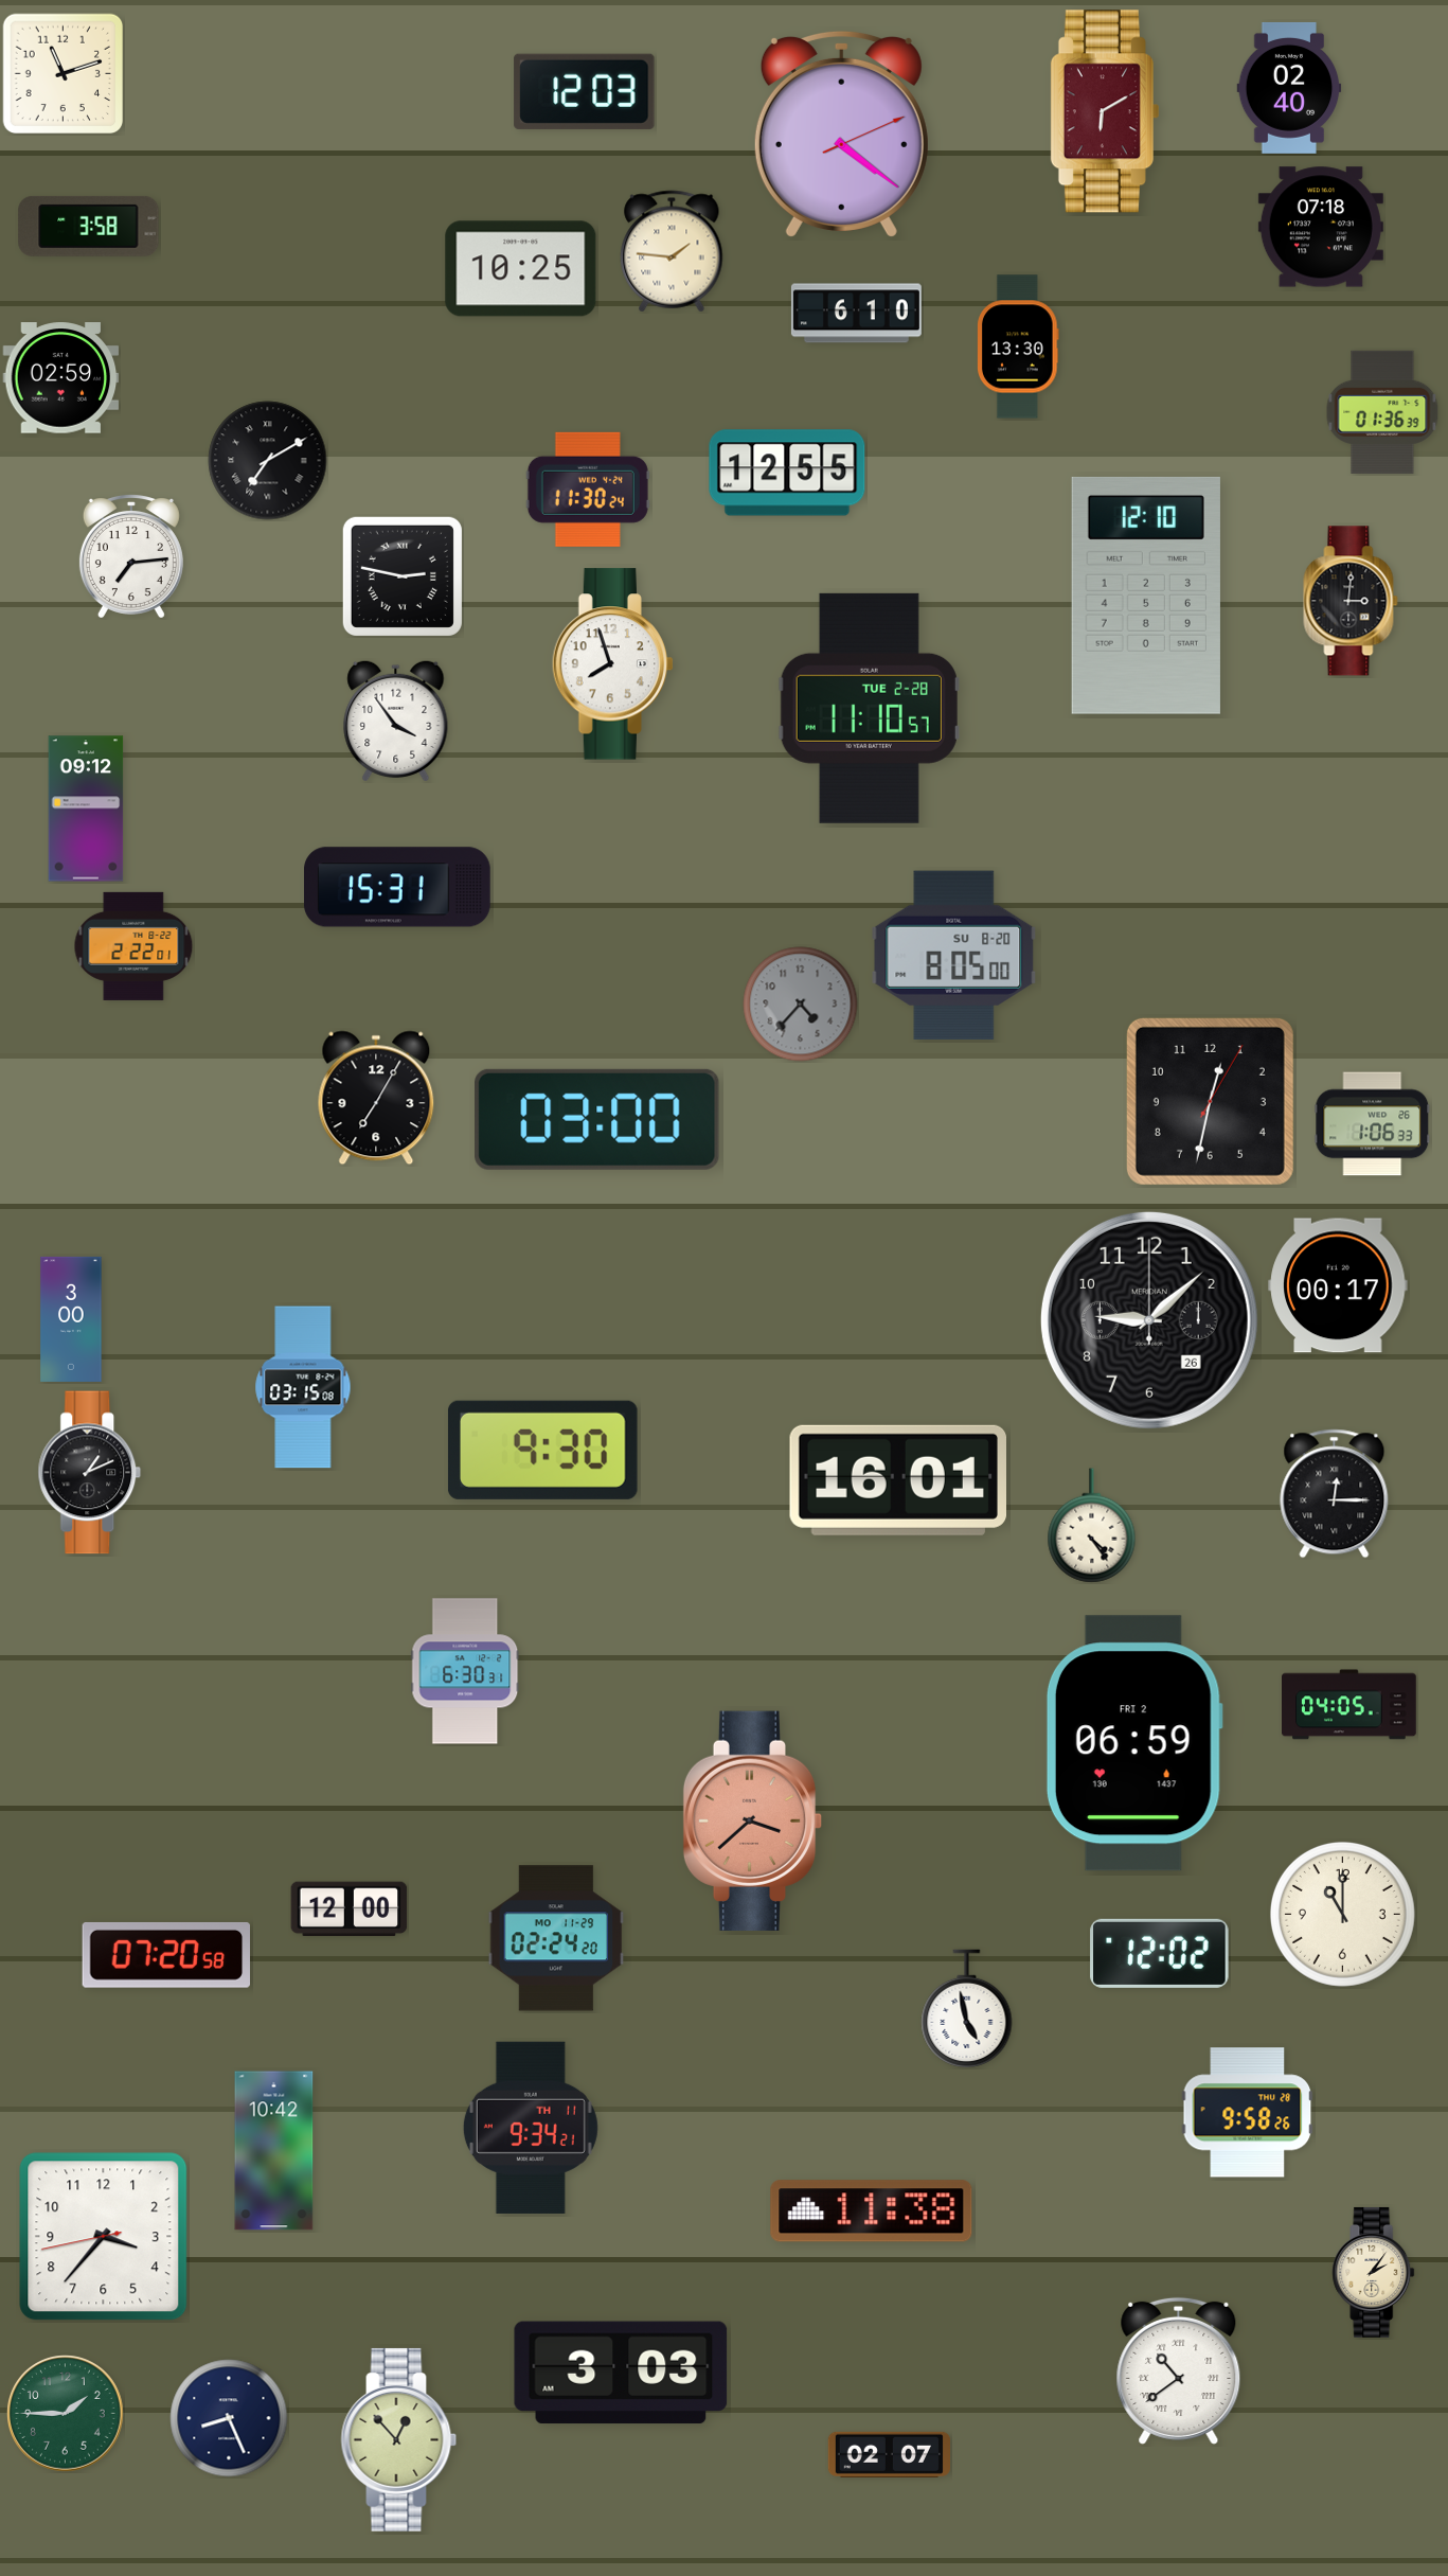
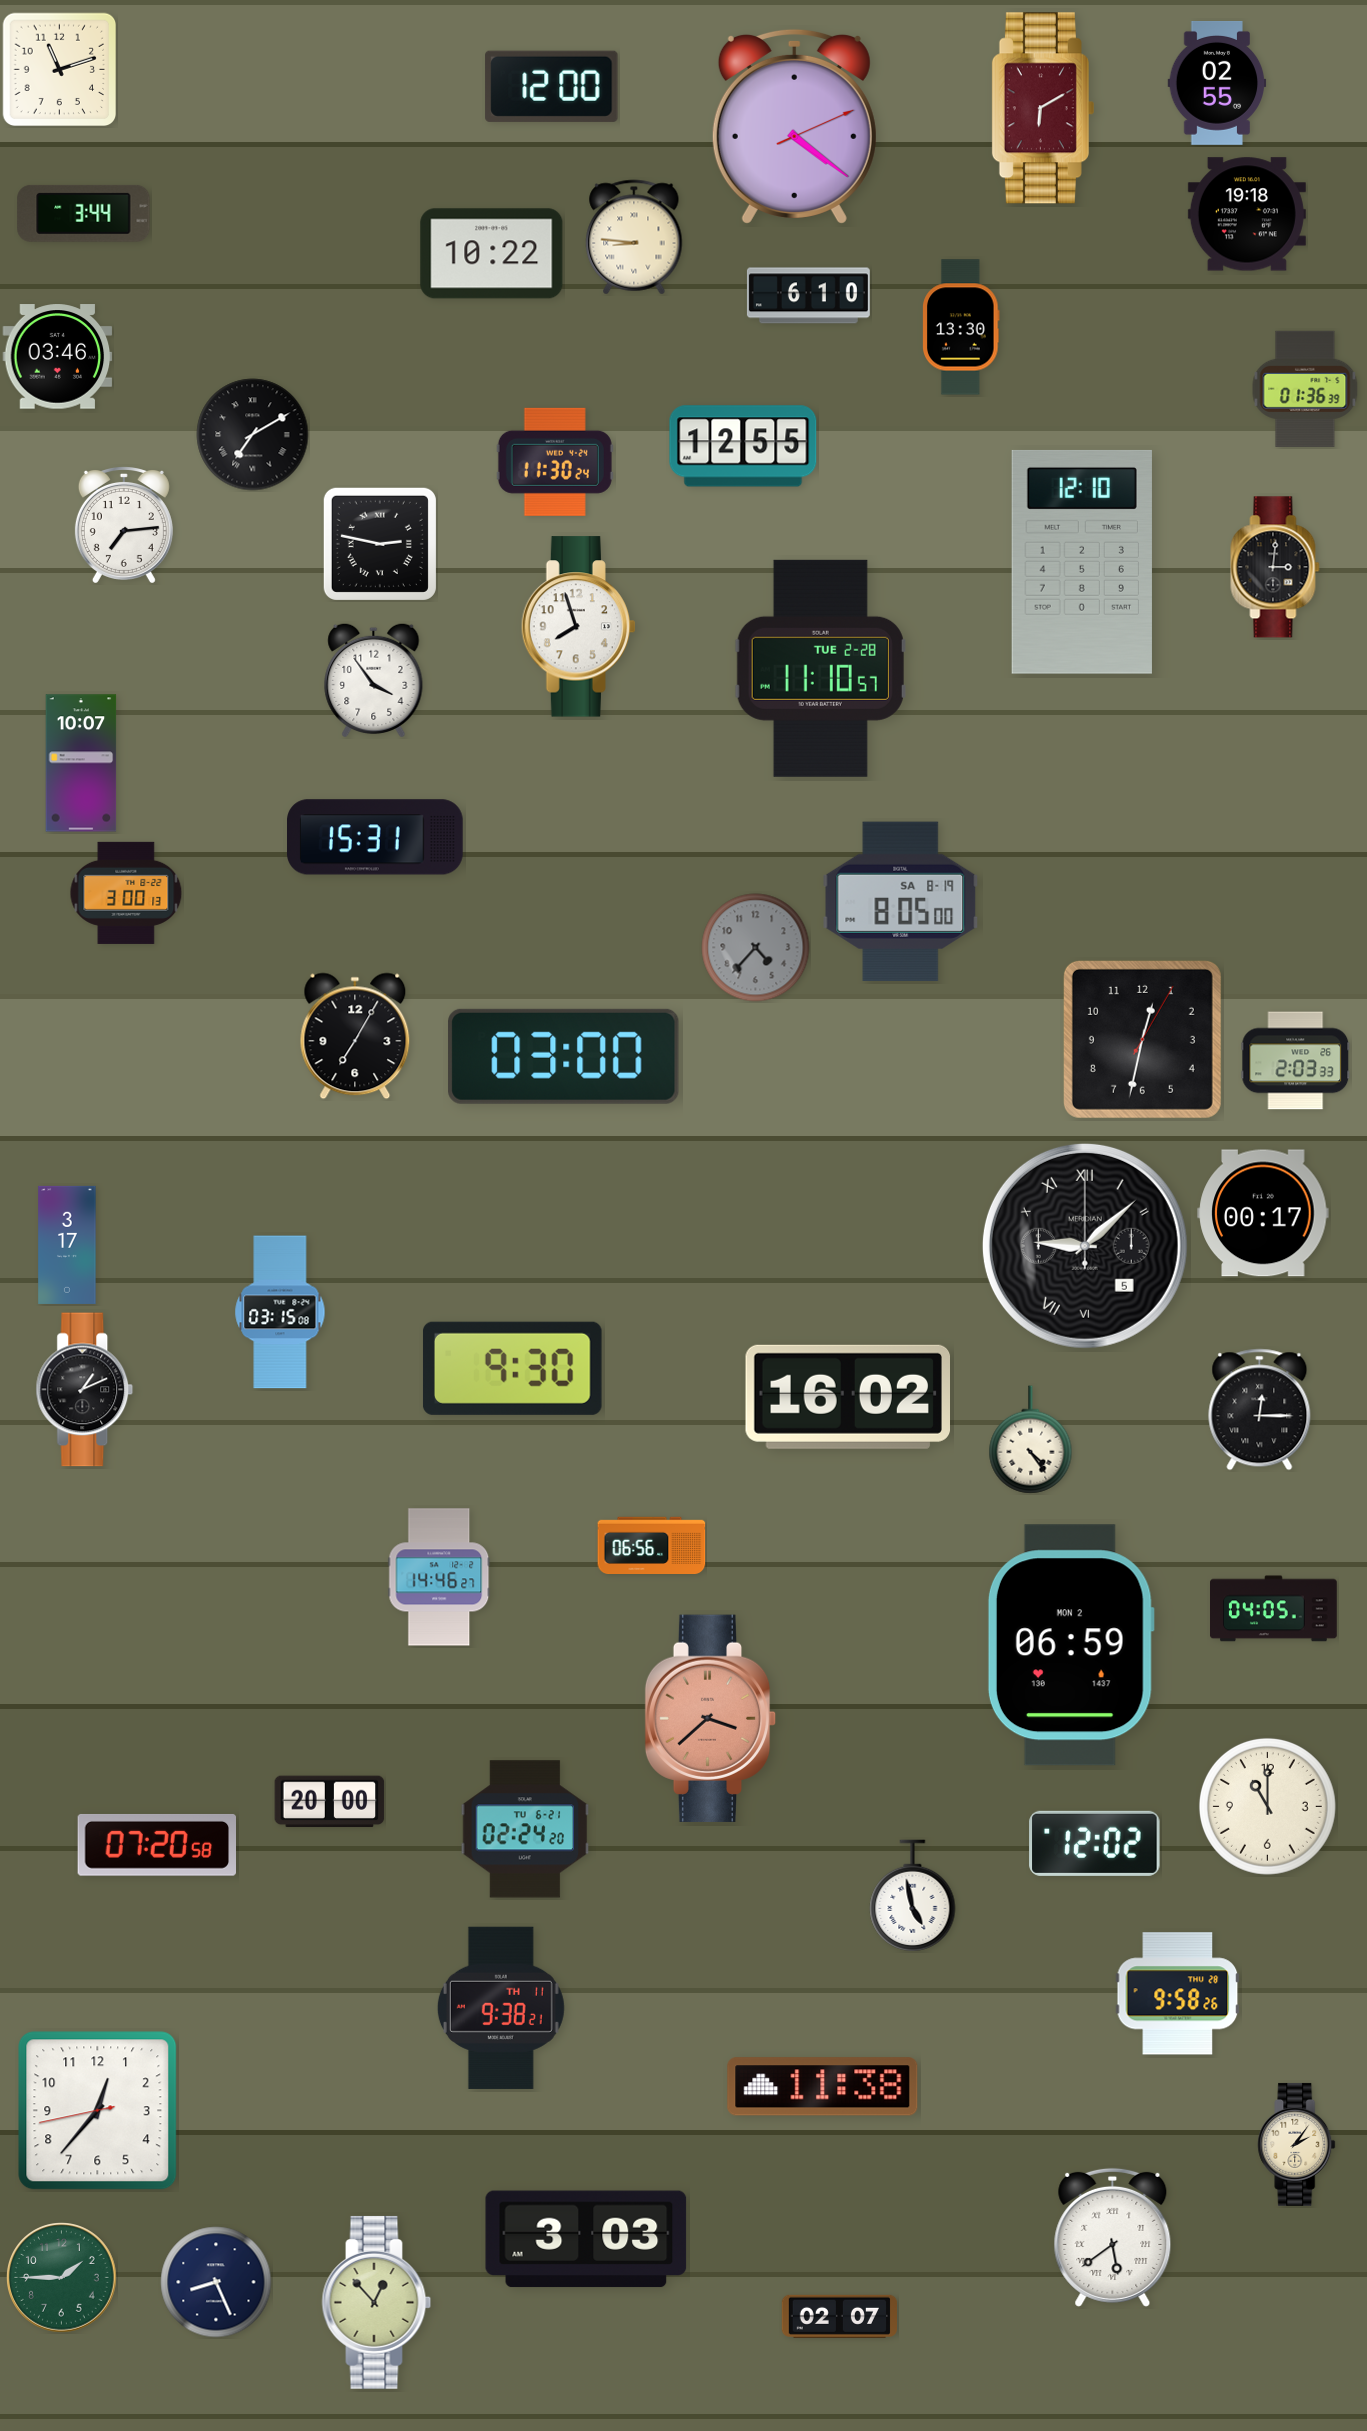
clock at (1289, 88): 02:40 -> 02:55
clock at (585, 91): 12:03 -> 12:00
clock at (1105, 111) position: (1105, 111) -> (1043, 108)
clock at (89, 226): 3:58 -> 3:44
clock at (1321, 227): 07:18 -> 19:18
clock at (672, 251): 1:46 -> 8:46
clock at (521, 269): 10:25 -> 10:22
clock at (61, 378): 02:59 -> 03:46
clock at (86, 809): 09:12 -> 10:07
clock at (133, 946): 2:22 -> 3:00
clock at (954, 955) date: SU 8-20 -> SA 8-19
clock at (1373, 1124): 1:06 -> 2:03
clock at (71, 1319): 3:00 -> 3:17
clock at (1149, 1320) date: 26 -> 5
clock at (1149, 1320) numerals: Arabic -> Roman
clock at (303, 1387) position: (303, 1387) -> (280, 1312)
clock at (897, 1480): 16:01 -> 16:02
clock at (652, 1545): none -> 06:56
clock at (465, 1671): 6:30 -> 14:46
clock at (1134, 1743) date: FRI 2 -> MON 2
clock at (350, 1909): 12:00 -> 20:00
clock at (556, 1938) date: MO 11-29 -> TU 6-21
clock at (531, 2128): 9:34 -> 9:38
clock at (274, 2151): 10:42 -> none
clock at (104, 2237): 3:36 -> 12:36
clock at (1179, 2370): 10:39 -> 5:39
